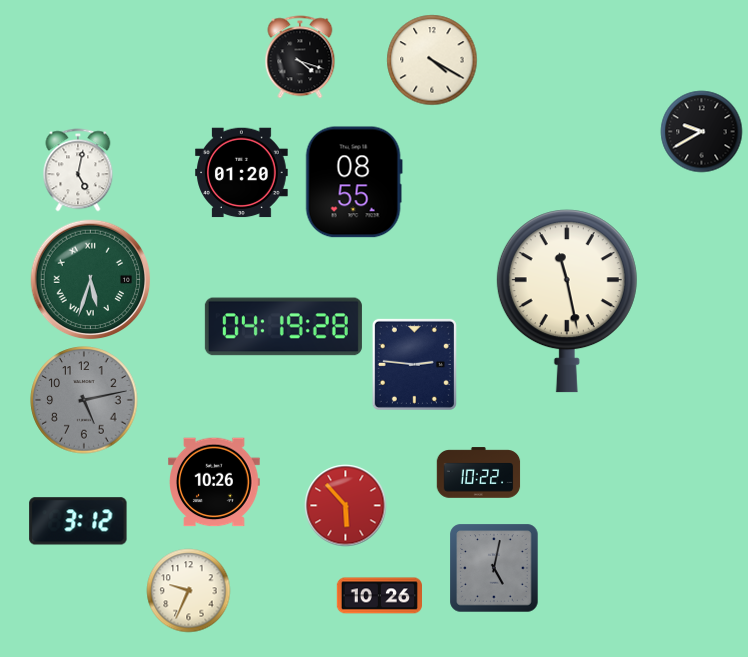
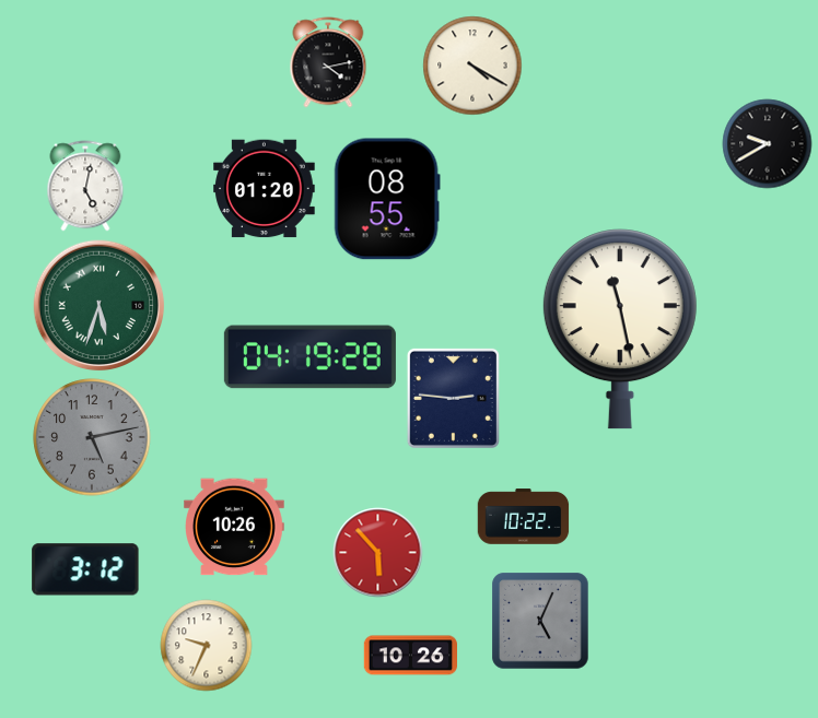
clock at (300, 57): 4:18 -> 4:13
clock at (494, 568): 5:02 -> 5:04
clock at (379, 596) position: (379, 596) -> (410, 656)
